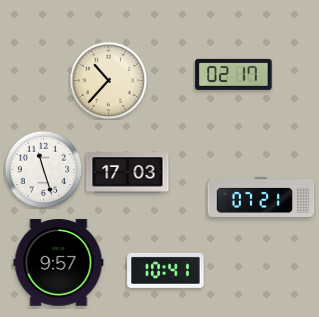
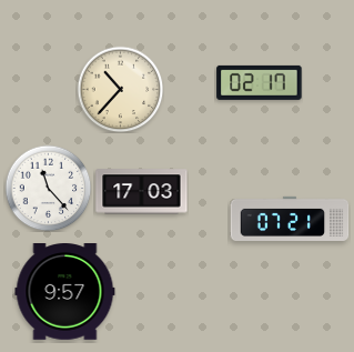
clock at (43, 169): 11:27 -> 11:23
clock at (166, 270): 10:41 -> none
